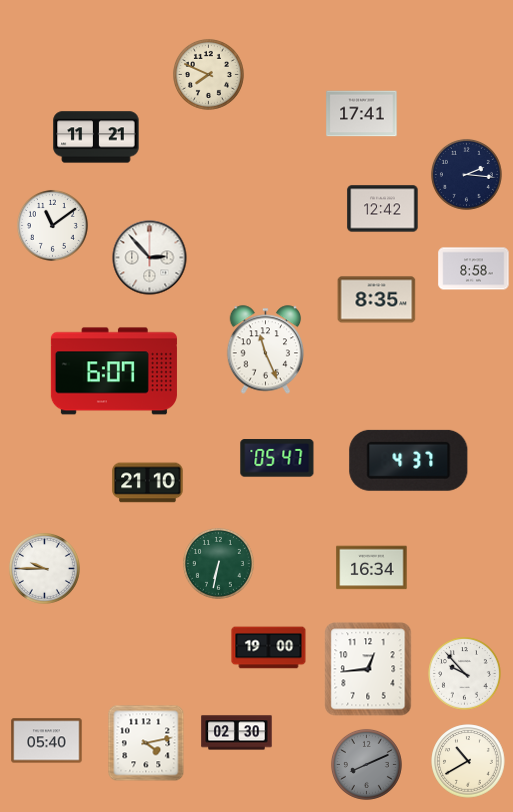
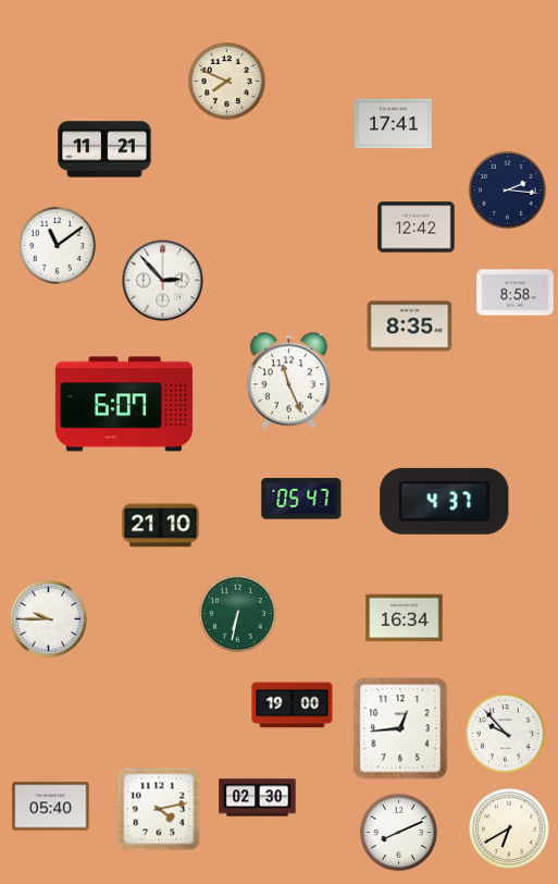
clock at (468, 761): 10:40 -> 6:40
clock at (366, 764) dial: grey -> white
